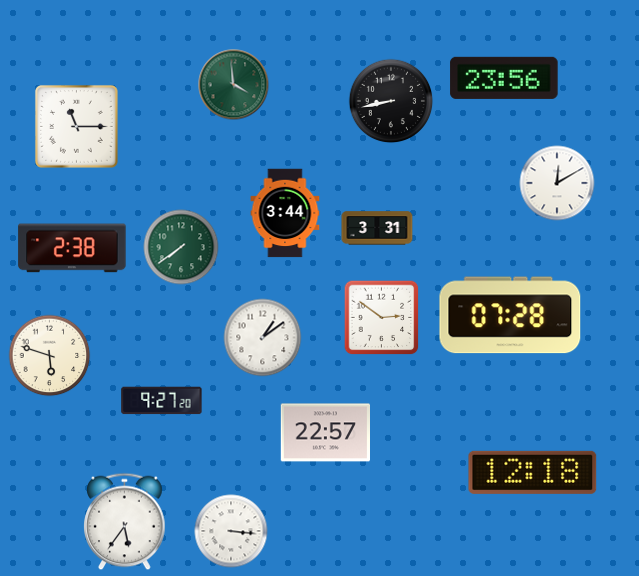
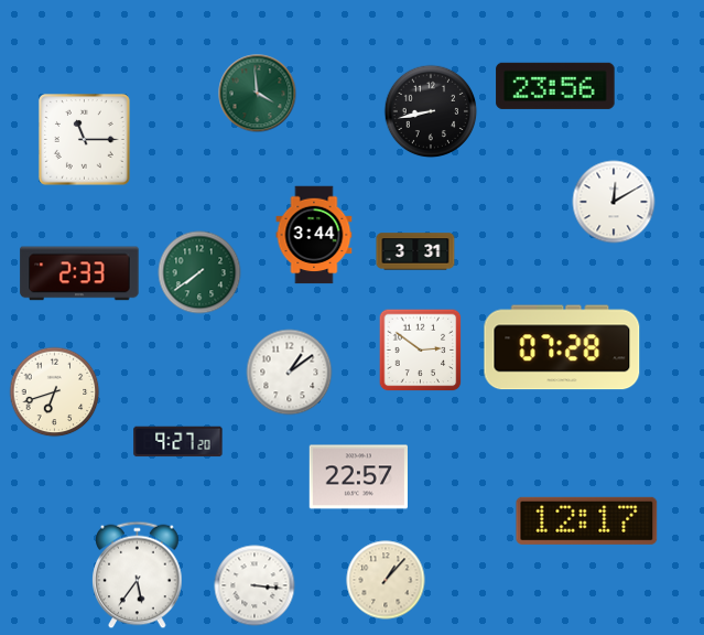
clock at (72, 248): 2:38 -> 2:33
clock at (50, 356): 5:48 -> 6:42
clock at (533, 472): 12:18 -> 12:17
clock at (386, 580): none -> 1:07
